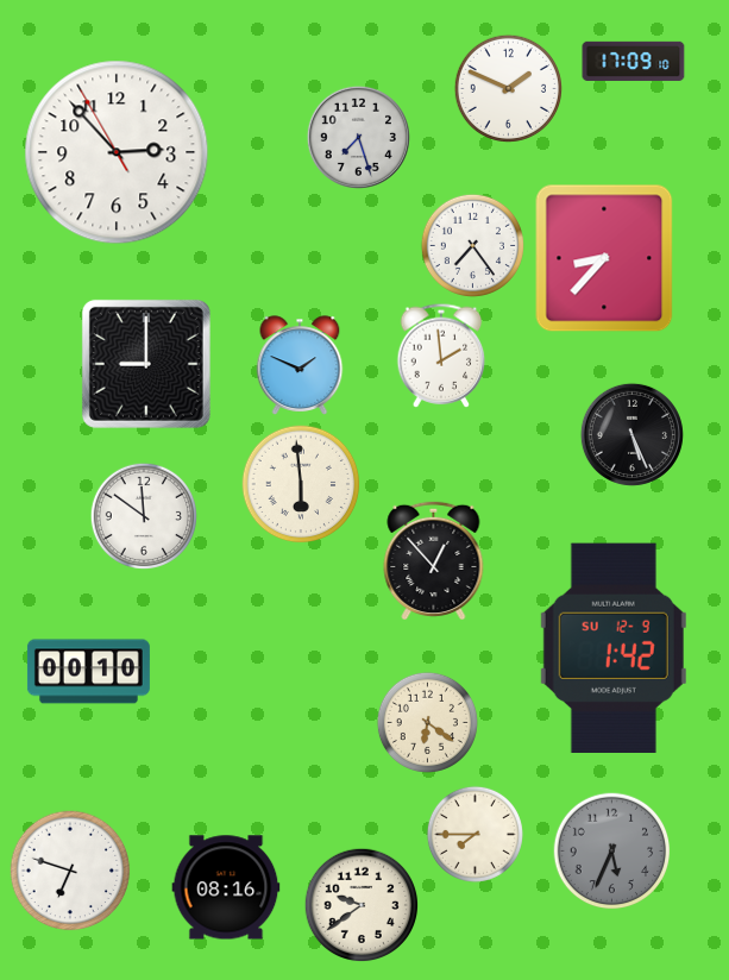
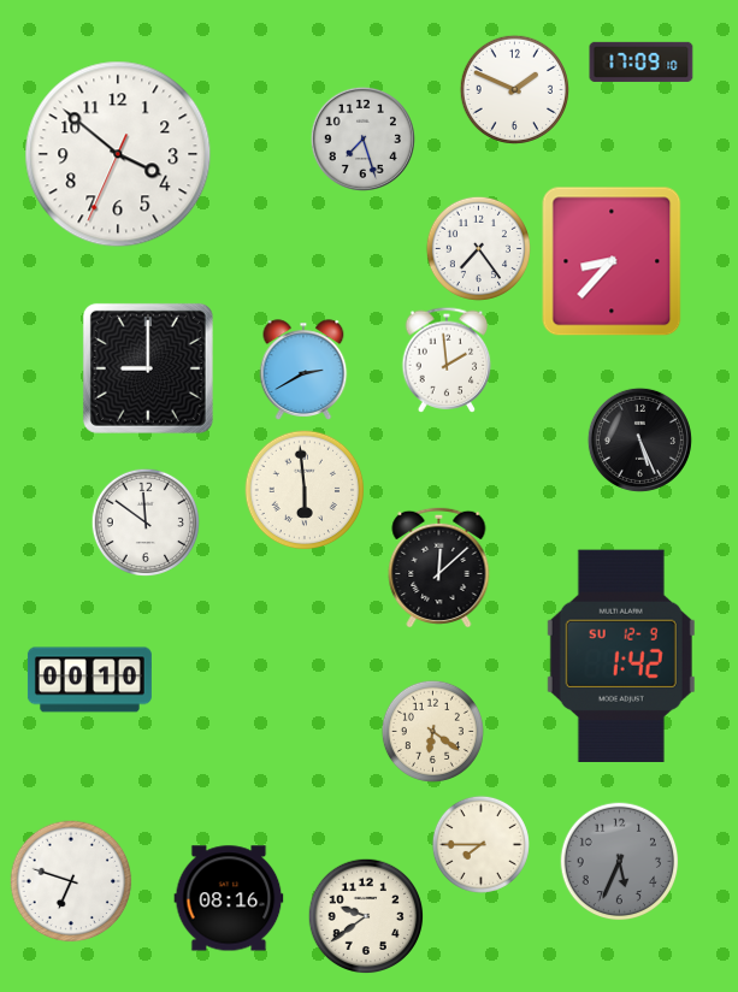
clock at (117, 152): 2:52 -> 3:51
clock at (300, 365): 1:49 -> 2:40
clock at (434, 560): 12:53 -> 12:08
